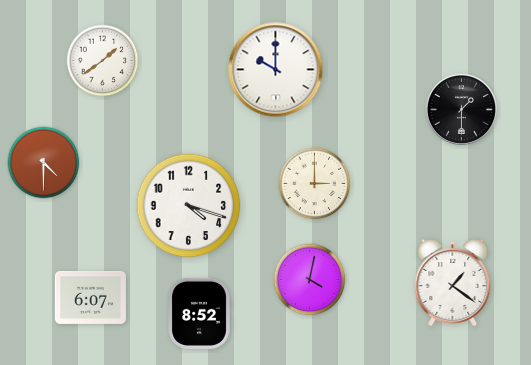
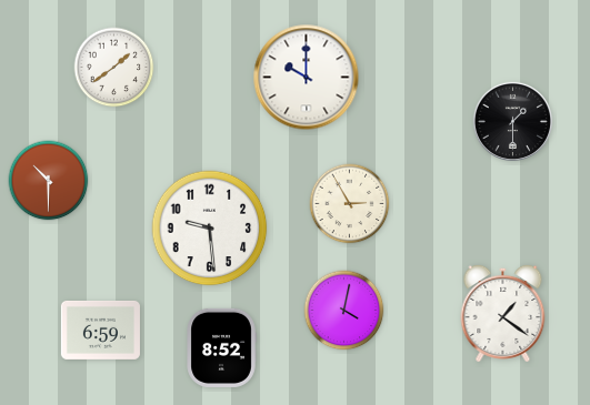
clock at (44, 163): 4:30 -> 10:30
clock at (315, 184): 3:00 -> 2:55
clock at (189, 206): 4:18 -> 9:29
clock at (90, 297): 6:07 -> 6:59
